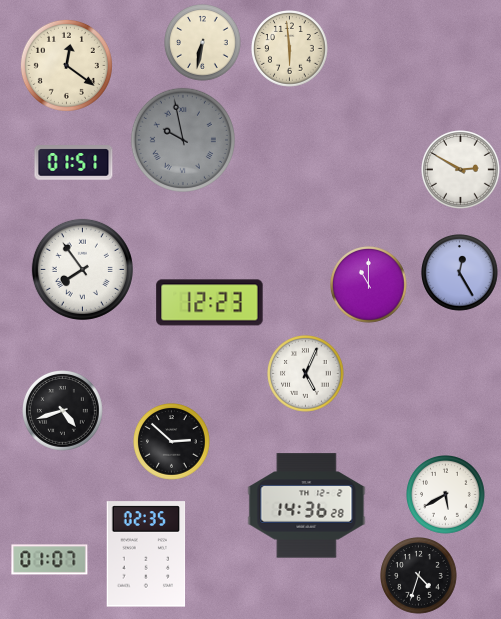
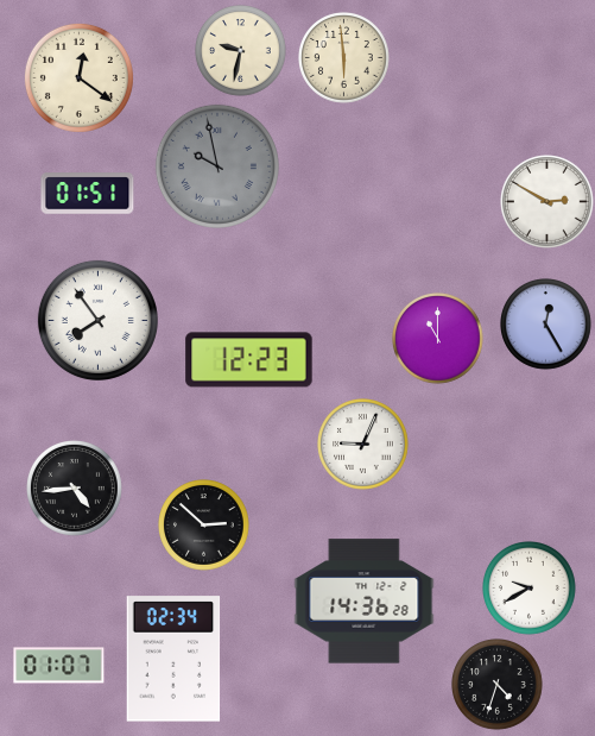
clock at (203, 43): 6:32 -> 9:32
clock at (306, 374): 5:04 -> 9:04
clock at (63, 411): 4:42 -> 4:44
clock at (446, 495): 5:40 -> 9:40
clock at (146, 554): 02:35 -> 02:34
